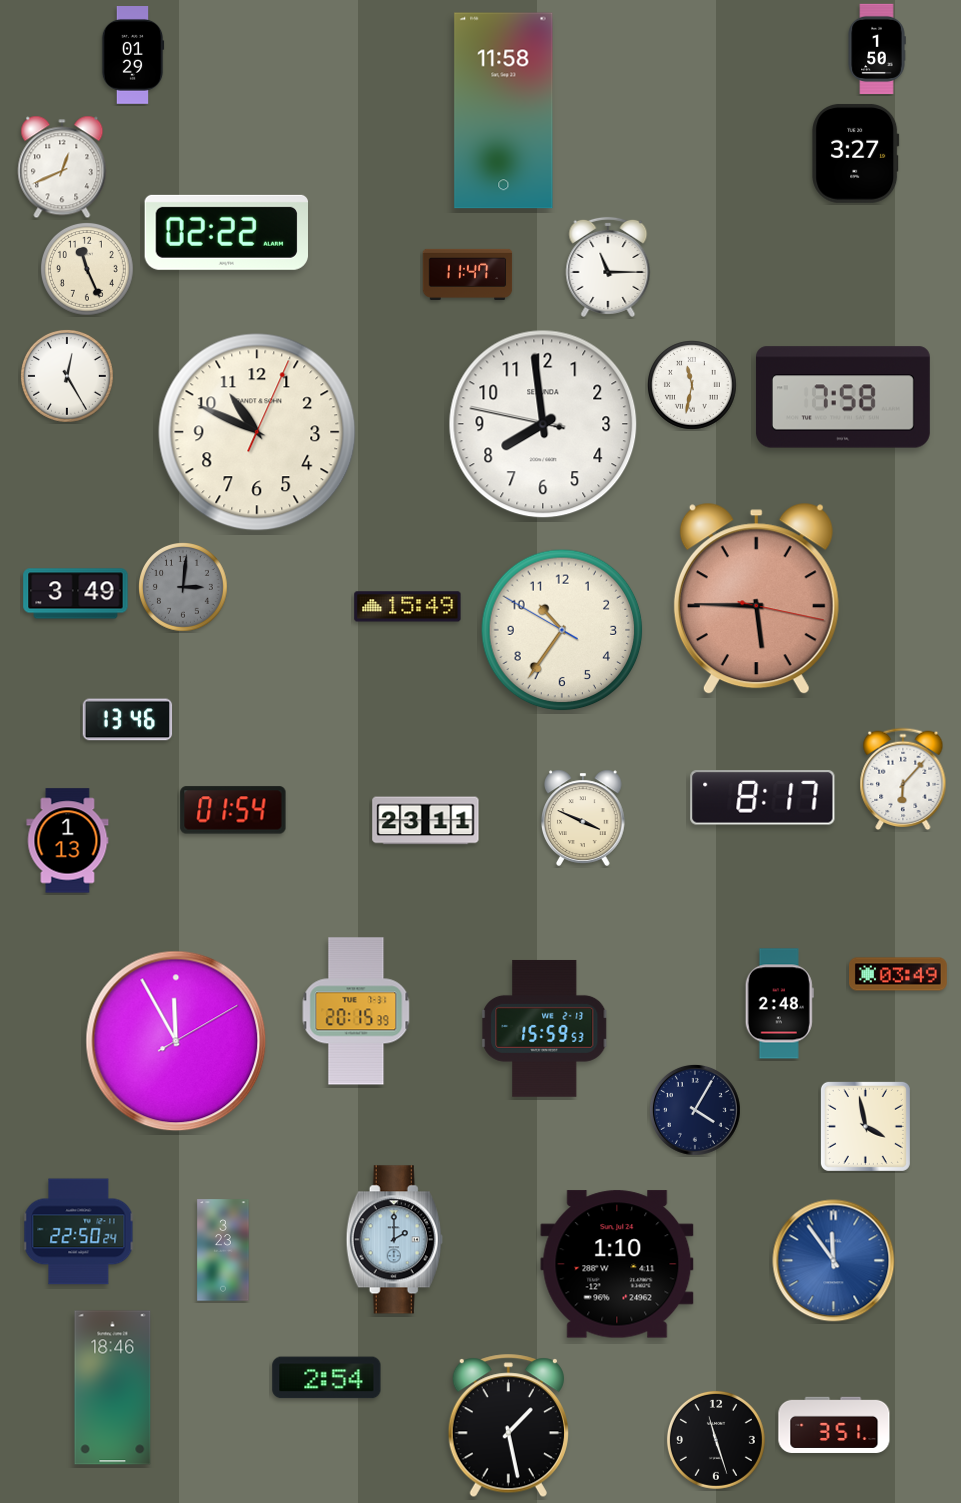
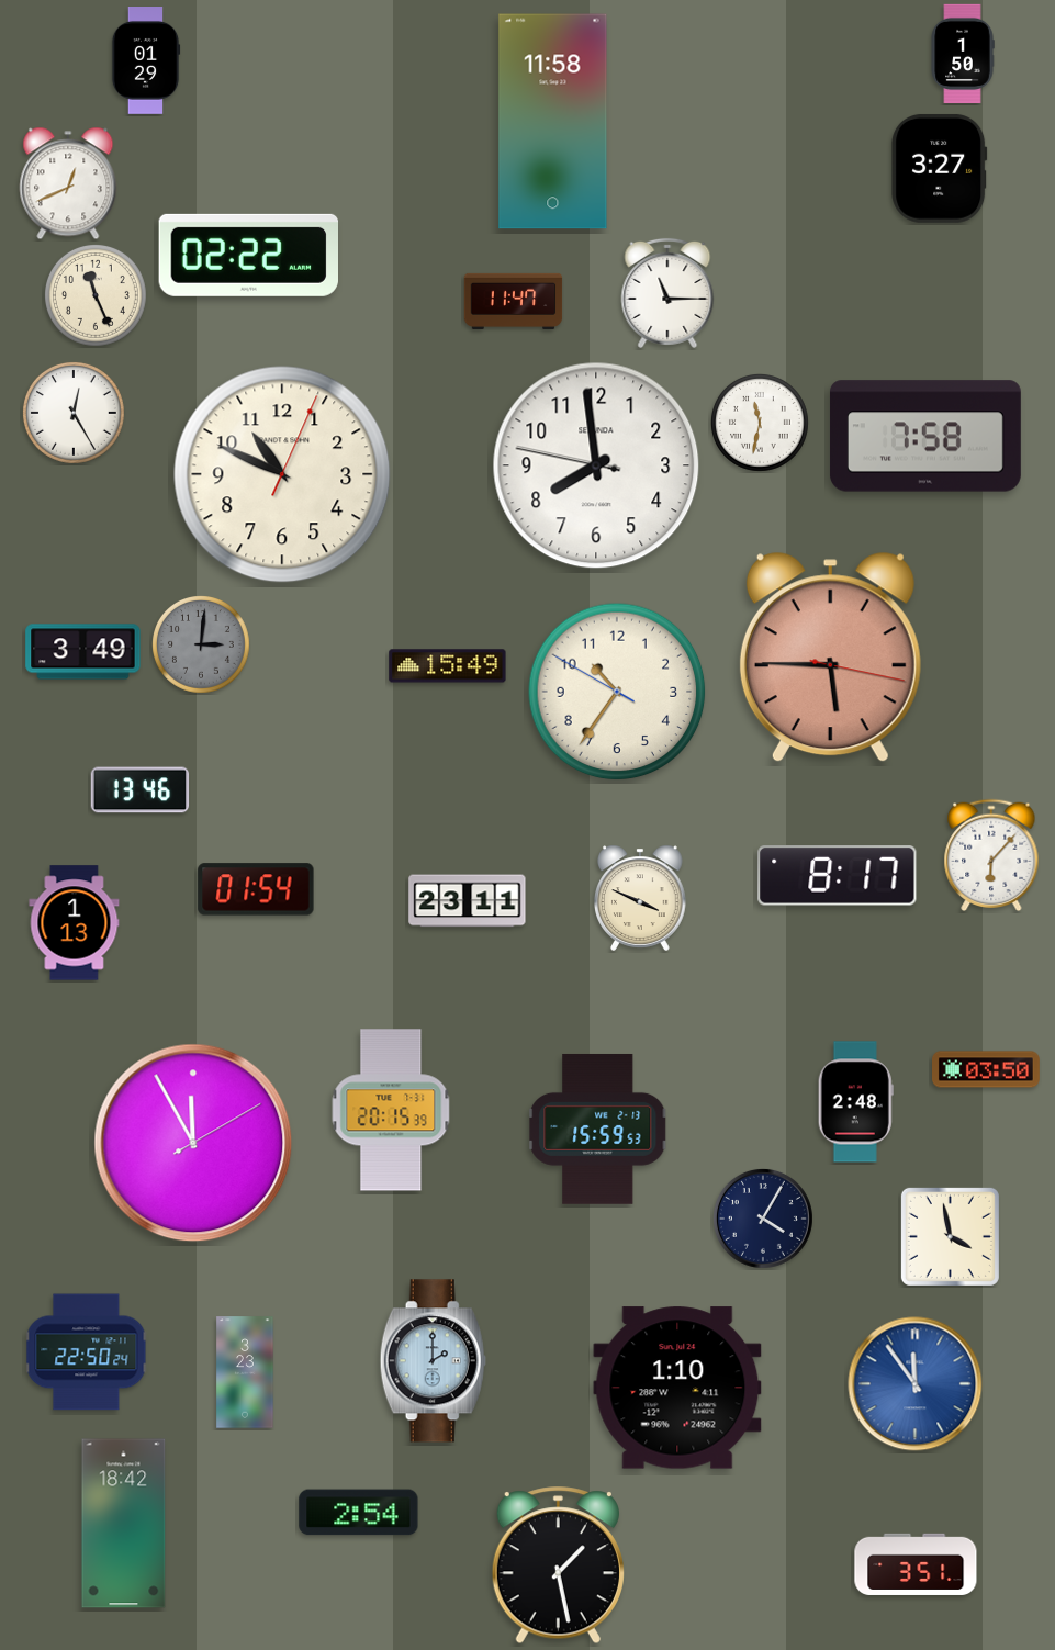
clock at (899, 974): 03:49 -> 03:50
clock at (113, 1388): 18:46 -> 18:42
clock at (716, 1440): 11:27 -> none
